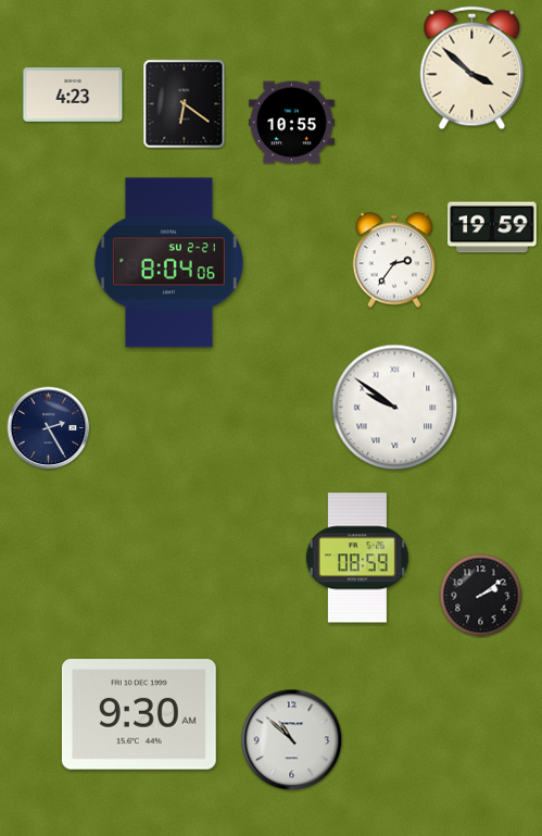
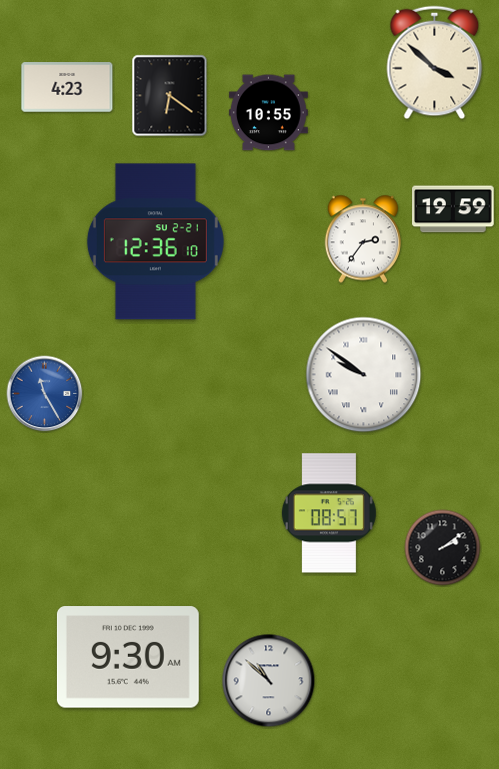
clock at (168, 263): 8:04 -> 12:36
clock at (49, 428): 2:25 -> 11:25
clock at (49, 428) dial: navy -> blue
clock at (357, 558): 08:59 -> 08:57
